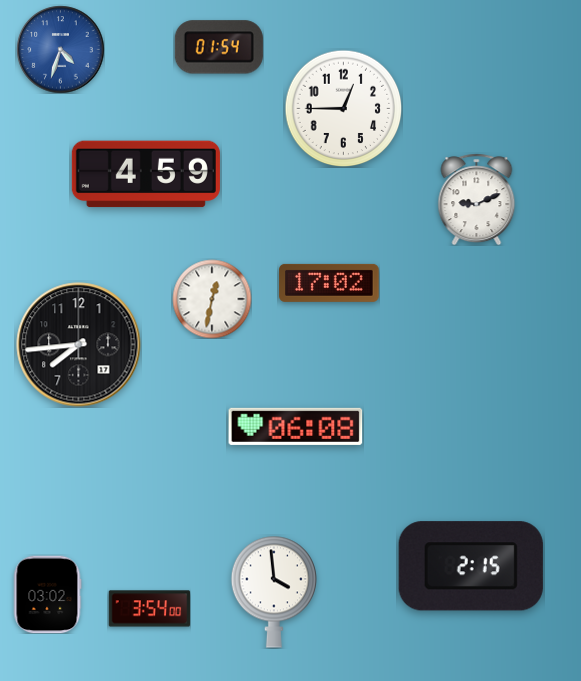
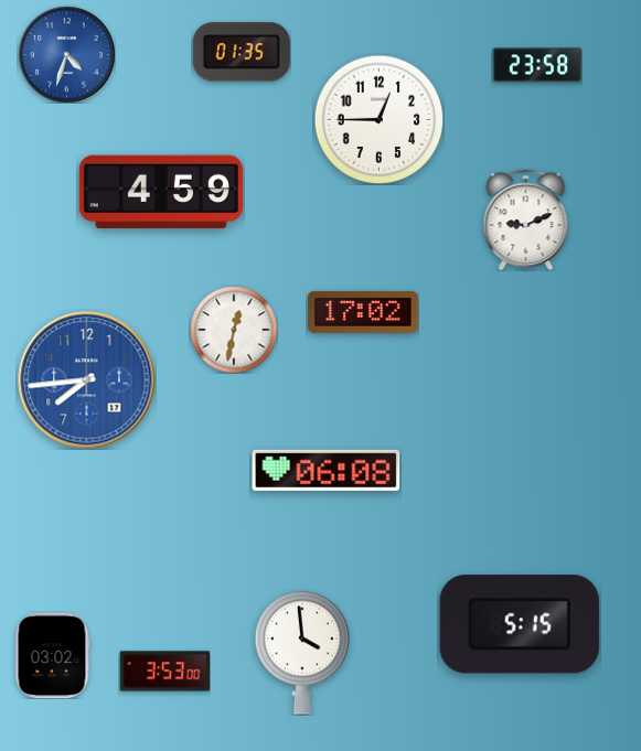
clock at (219, 47): 01:54 -> 01:35
clock at (537, 65): none -> 23:58
clock at (79, 345) dial: black -> blue
clock at (471, 566): 2:15 -> 5:15
clock at (149, 609): 3:54 -> 3:53
